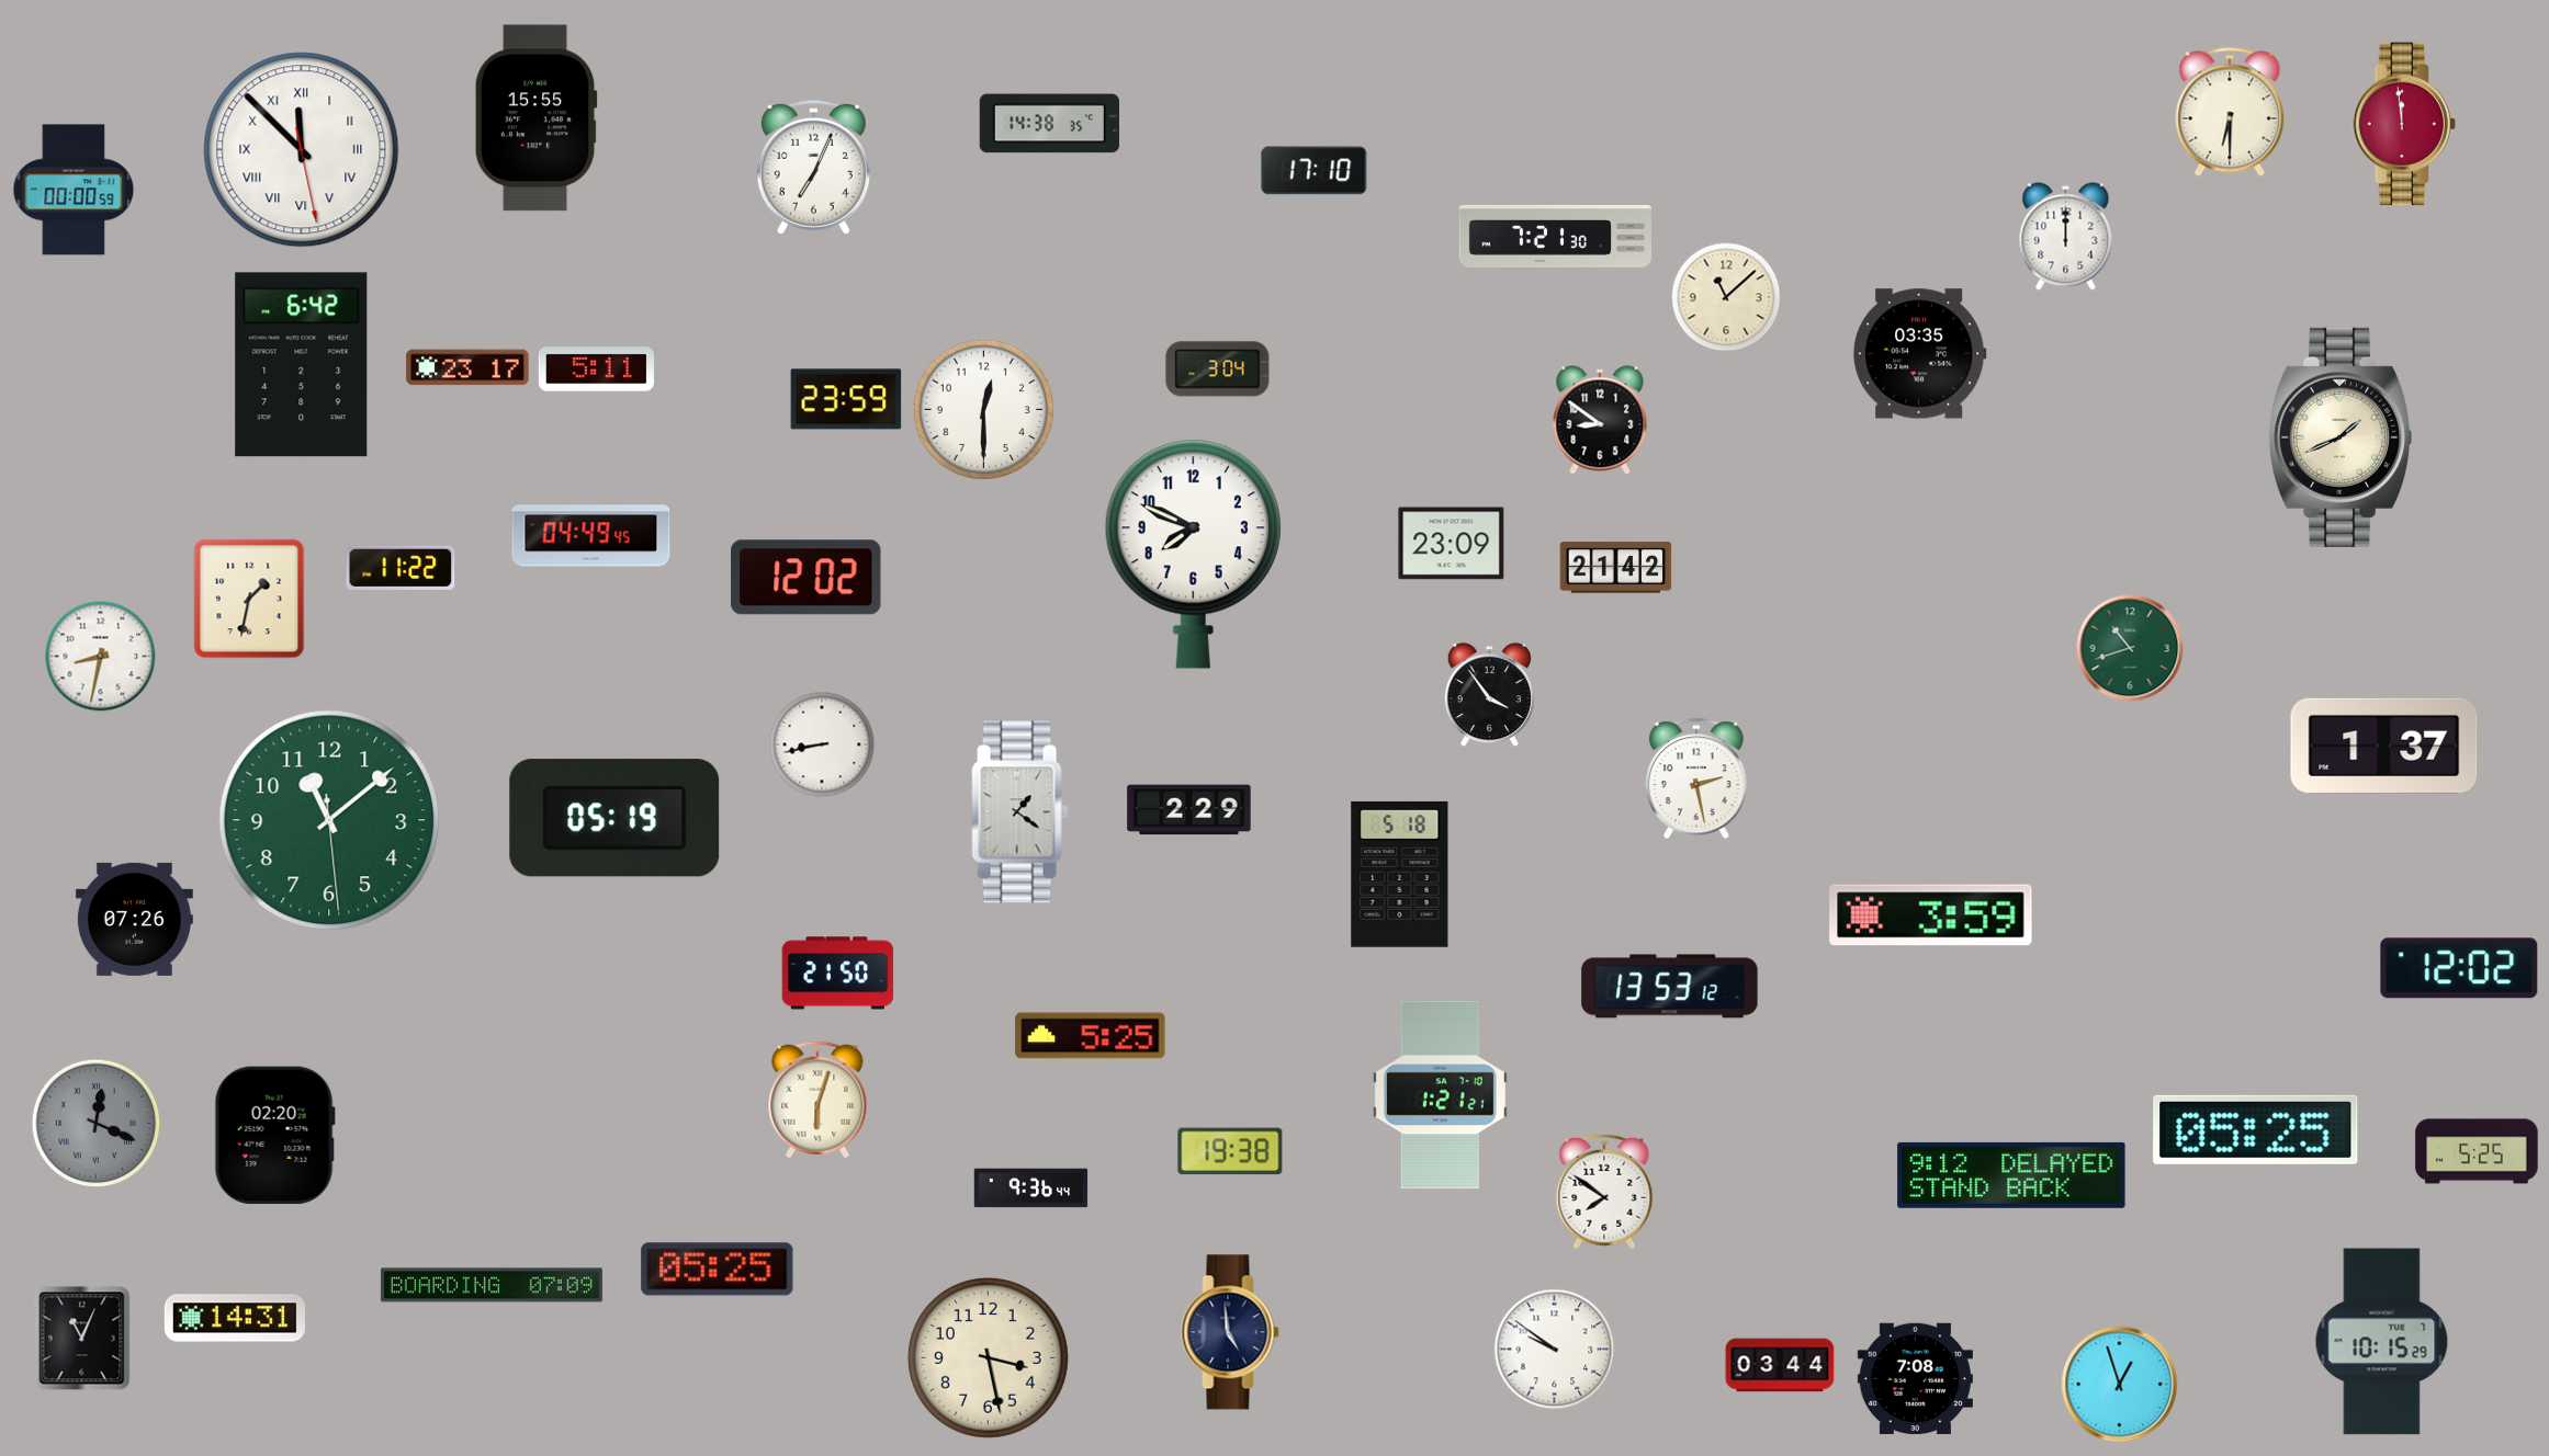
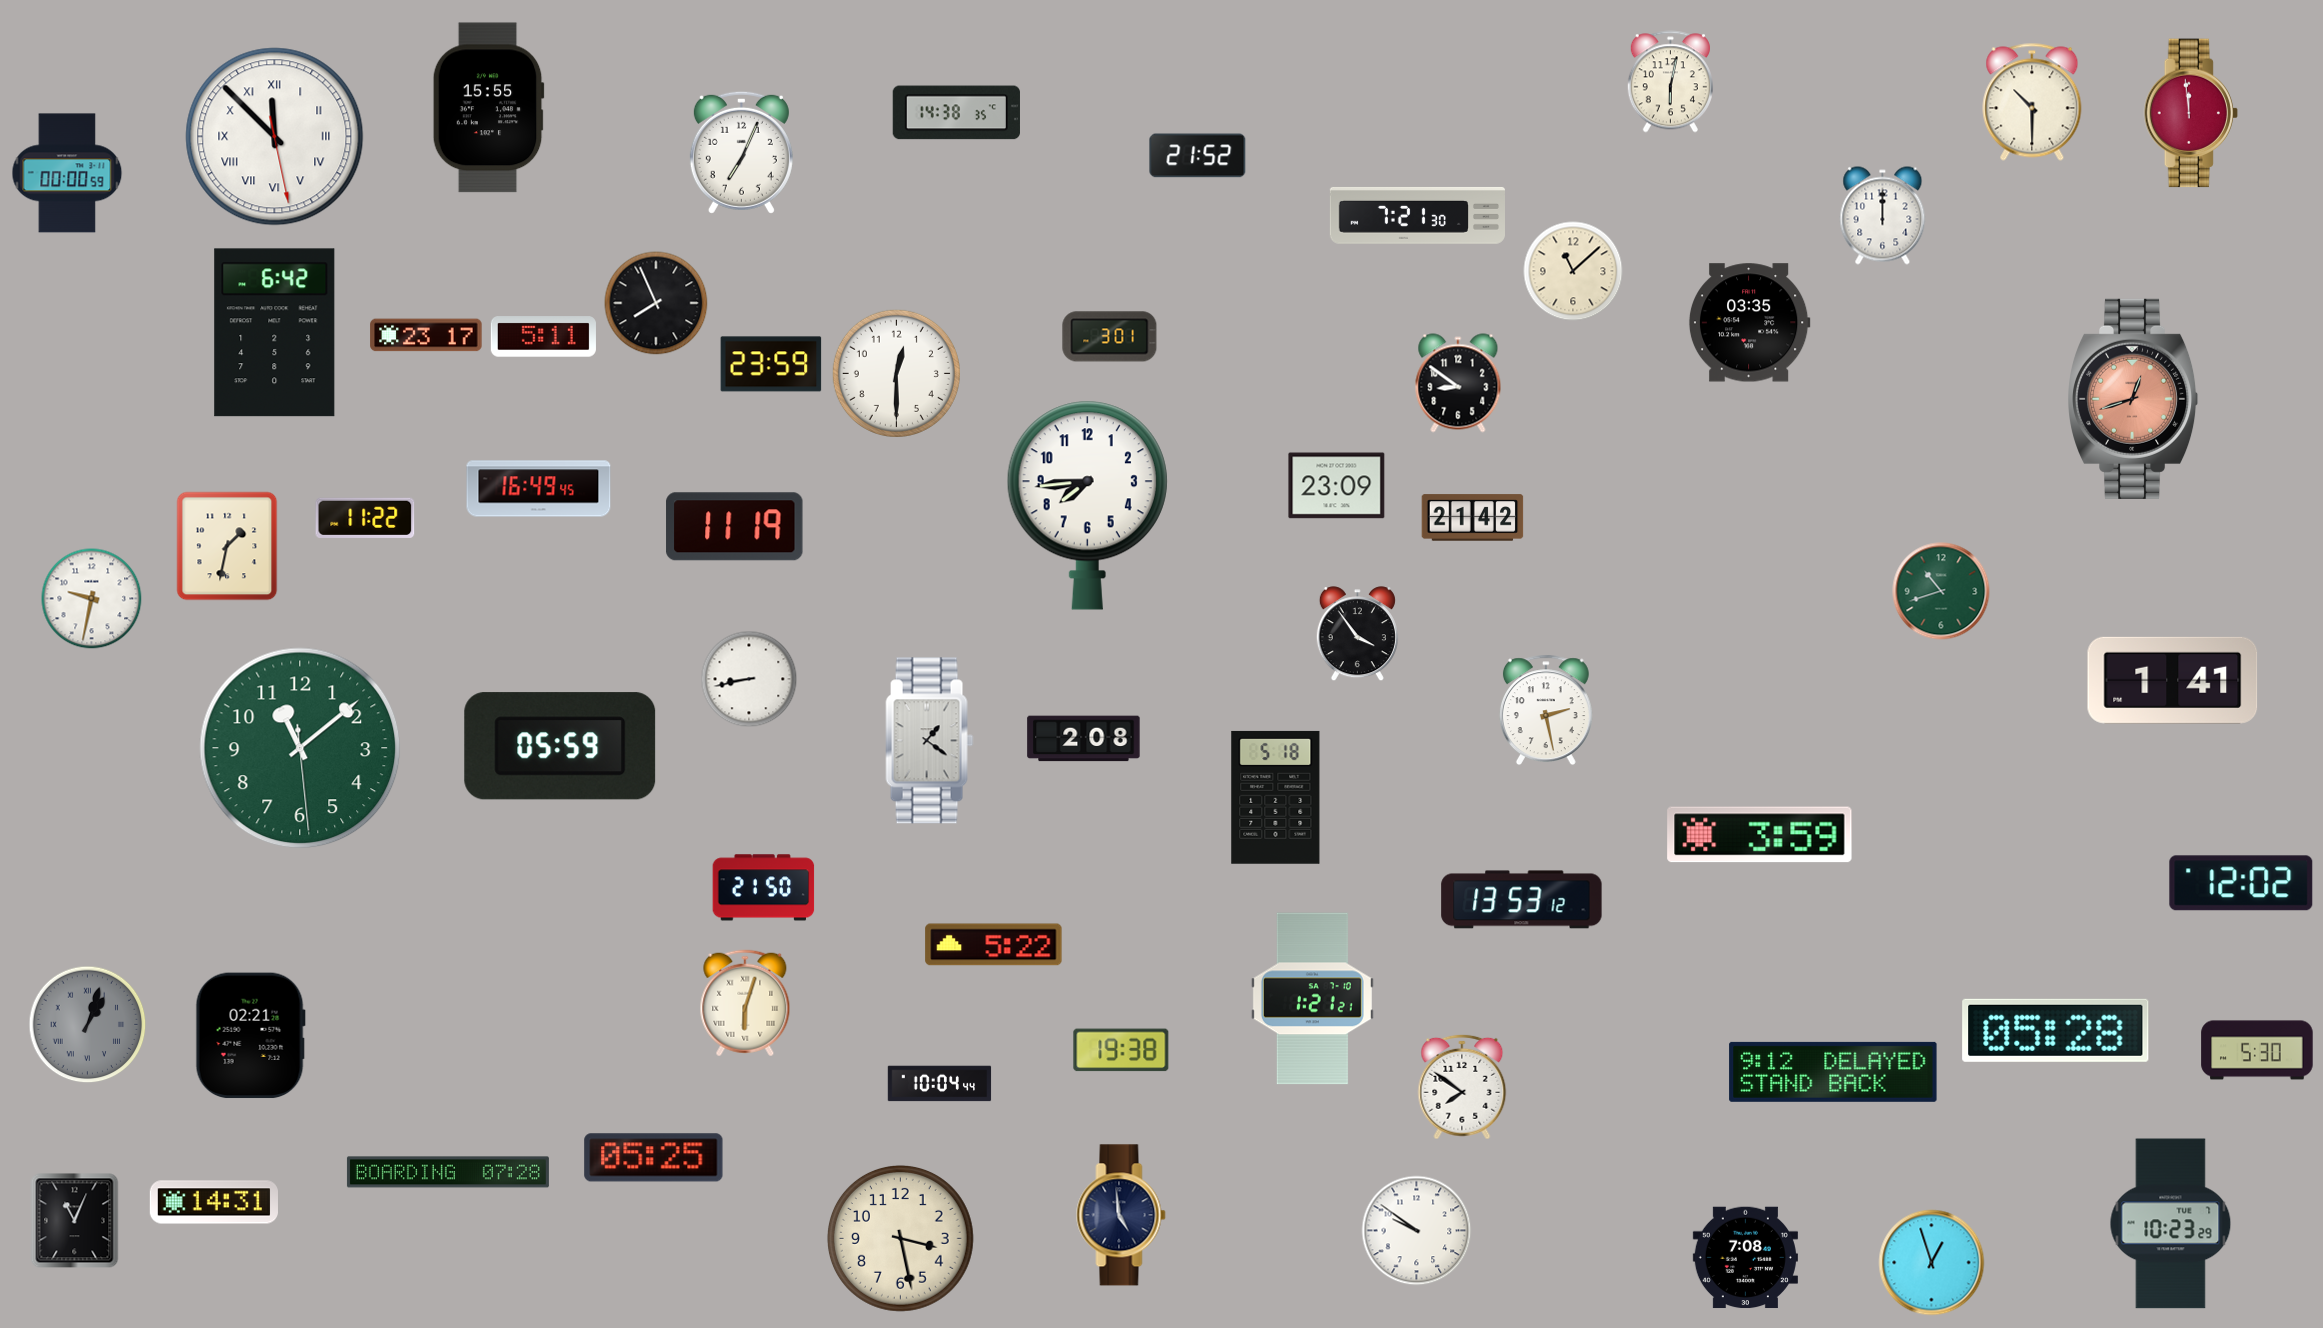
clock at (1670, 82): none -> 6:02
clock at (2230, 112): 6:30 -> 10:30
clock at (1315, 171): 17:10 -> 21:52
clock at (656, 303): none -> 7:56
clock at (1218, 369): 3:04 -> 3:01
clock at (2342, 437): 1:41 -> 12:42
clock at (2342, 437) dial: cream -> salmon
clock at (591, 536): 04:49 -> 16:49
clock at (1452, 544) position: (1452, 544) -> (1337, 486)
clock at (1193, 554): 7:49 -> 7:44
clock at (807, 578): 12:02 -> 11:19
clock at (101, 657): 8:32 -> 9:32
clock at (2384, 746): 1:37 -> 1:41
clock at (1189, 810): 2:29 -> 2:08
clock at (614, 818): 05:19 -> 05:59
clock at (134, 919): 07:26 -> none
clock at (1091, 1036): 5:25 -> 5:22
clock at (97, 1124): 12:19 -> 1:03
clock at (2256, 1129): 05:25 -> 05:28
clock at (274, 1136): 02:20 -> 02:21
clock at (2477, 1151): 5:25 -> 5:30
clock at (1031, 1188): 9:36 -> 10:04
clock at (492, 1285): 07:09 -> 07:28
clock at (2382, 1342): 10:15 -> 10:23
clock at (1780, 1365): 03:44 -> none
